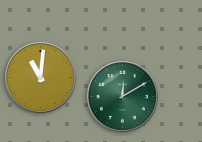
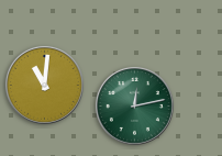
clock at (122, 96): 12:10 -> 12:13
